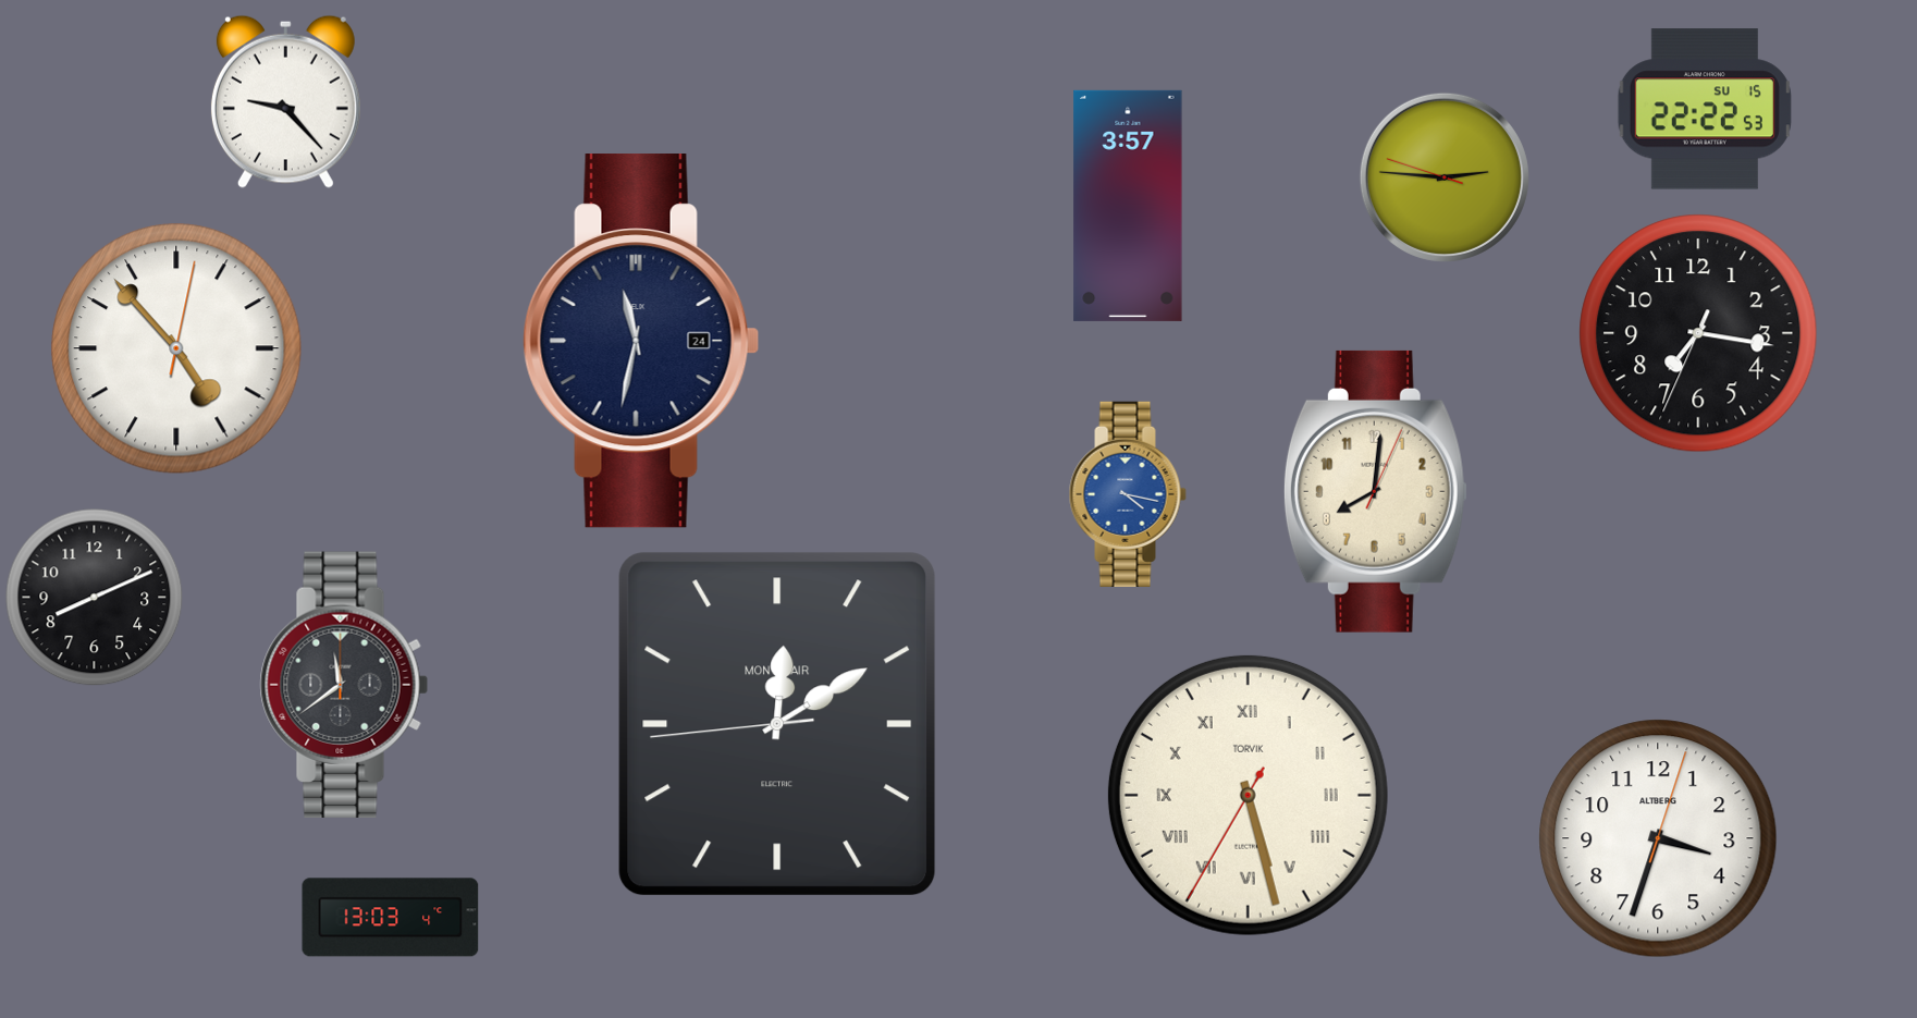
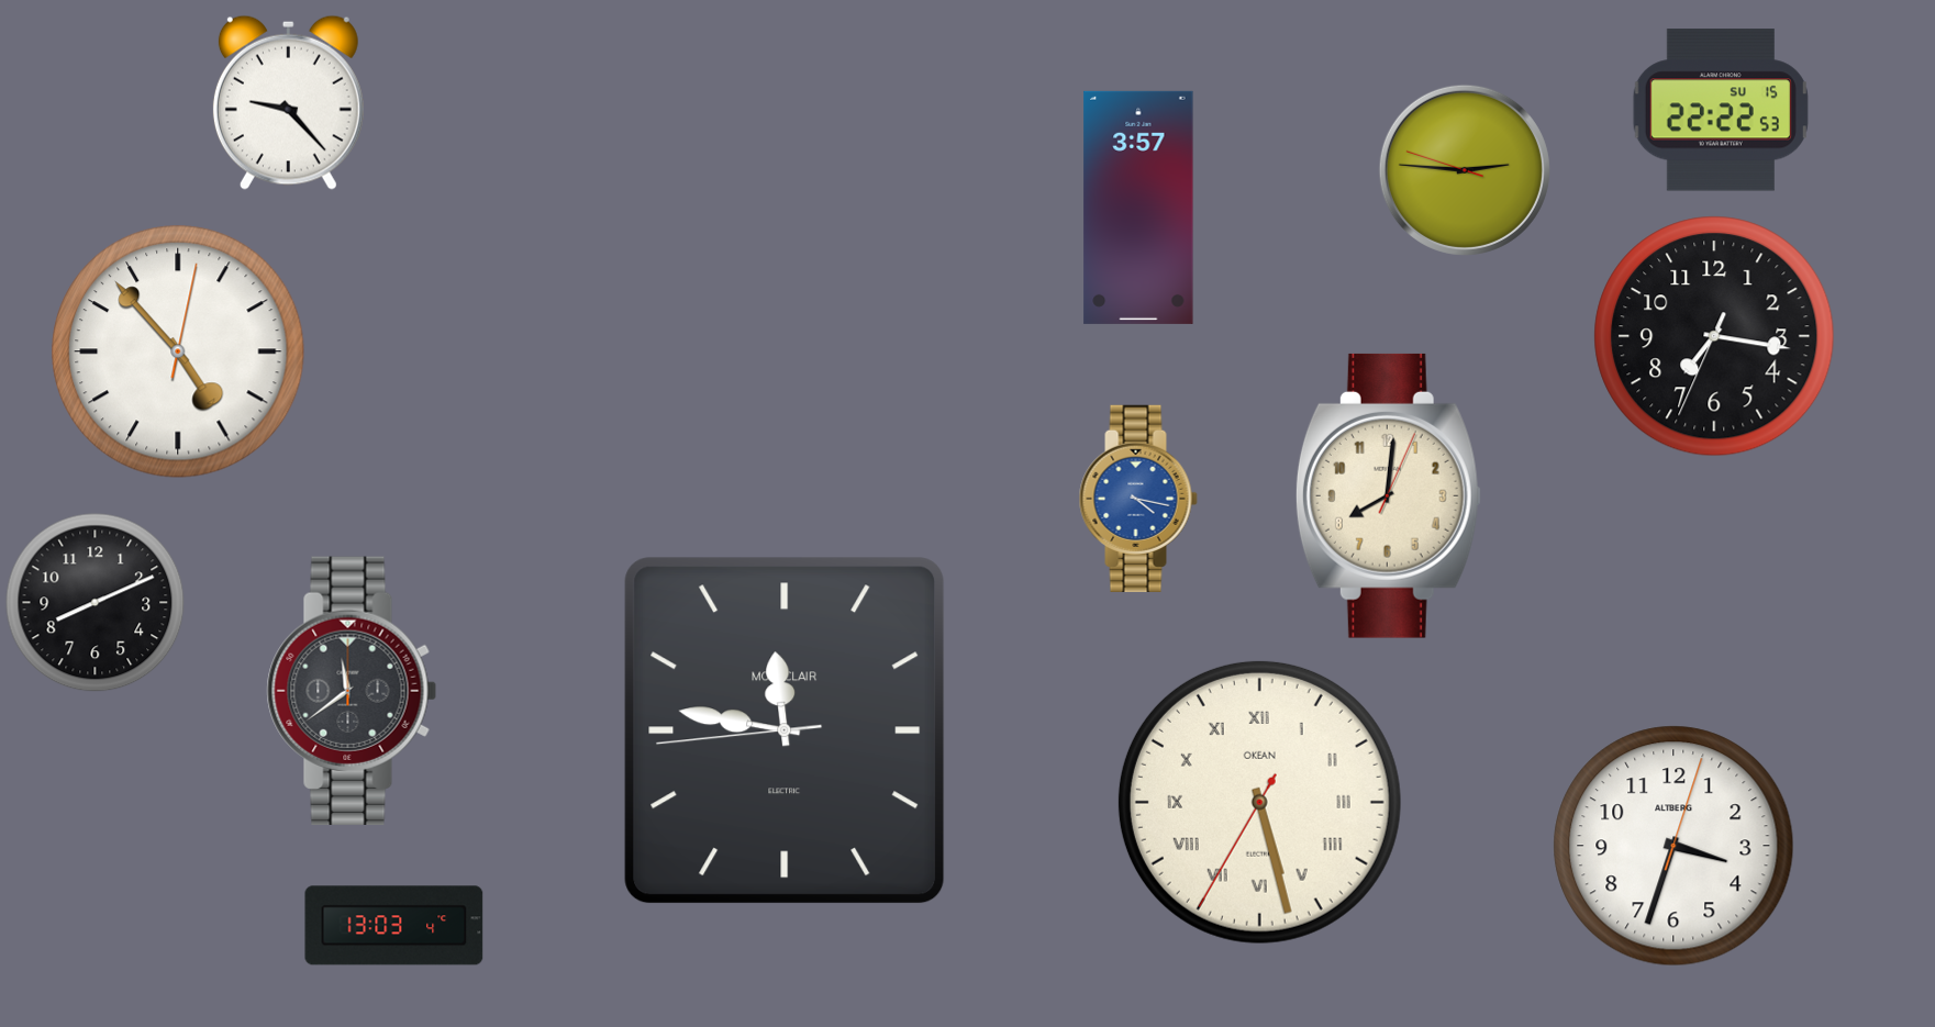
clock at (1445, 177) position: (1445, 177) -> (1465, 170)
clock at (641, 341): 11:32 -> none
clock at (344, 685) position: (344, 685) -> (352, 691)
clock at (777, 724): 12:09 -> 11:46
clock at (1248, 795) brand: TORVIK -> OKEAN
